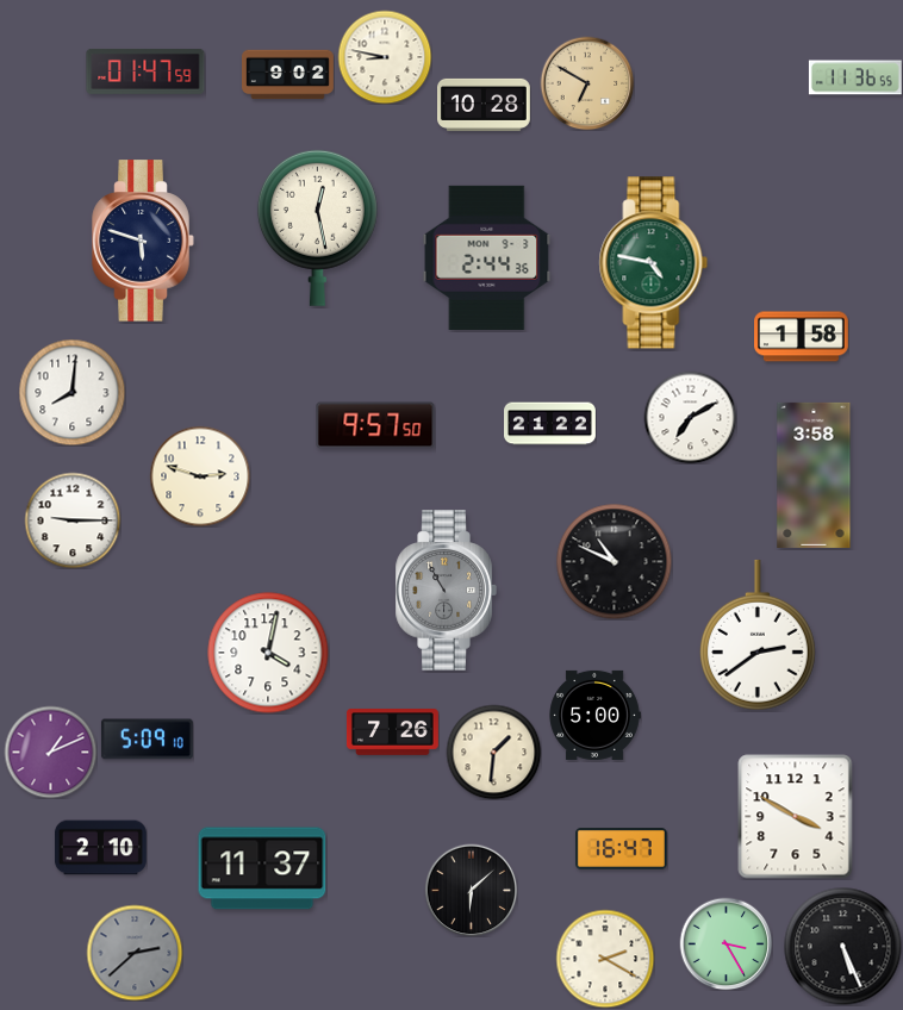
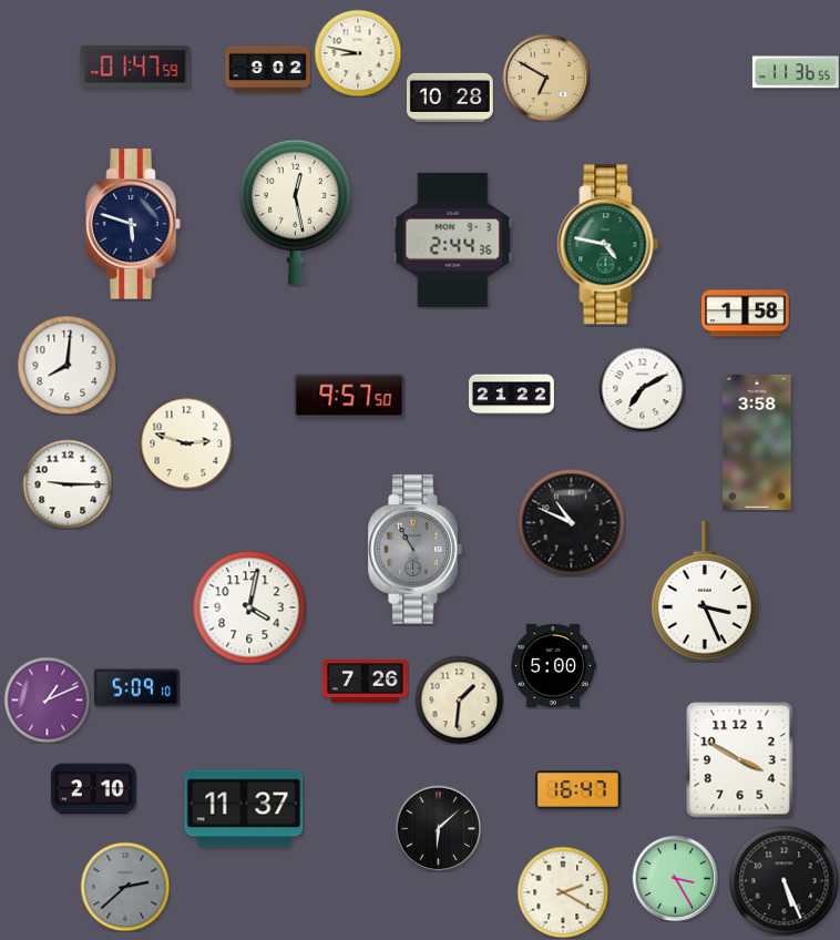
clock at (758, 635): 2:39 -> 3:26
